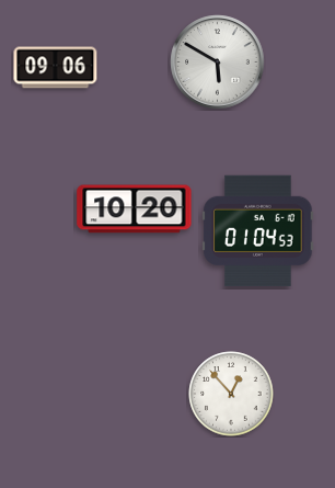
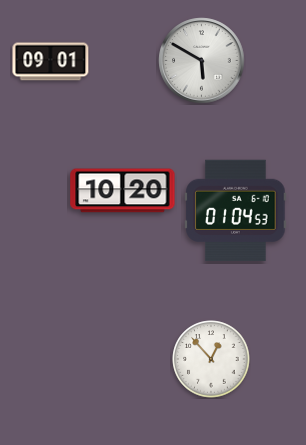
clock at (218, 63) position: (218, 63) -> (202, 61)
clock at (56, 68): 09:06 -> 09:01
